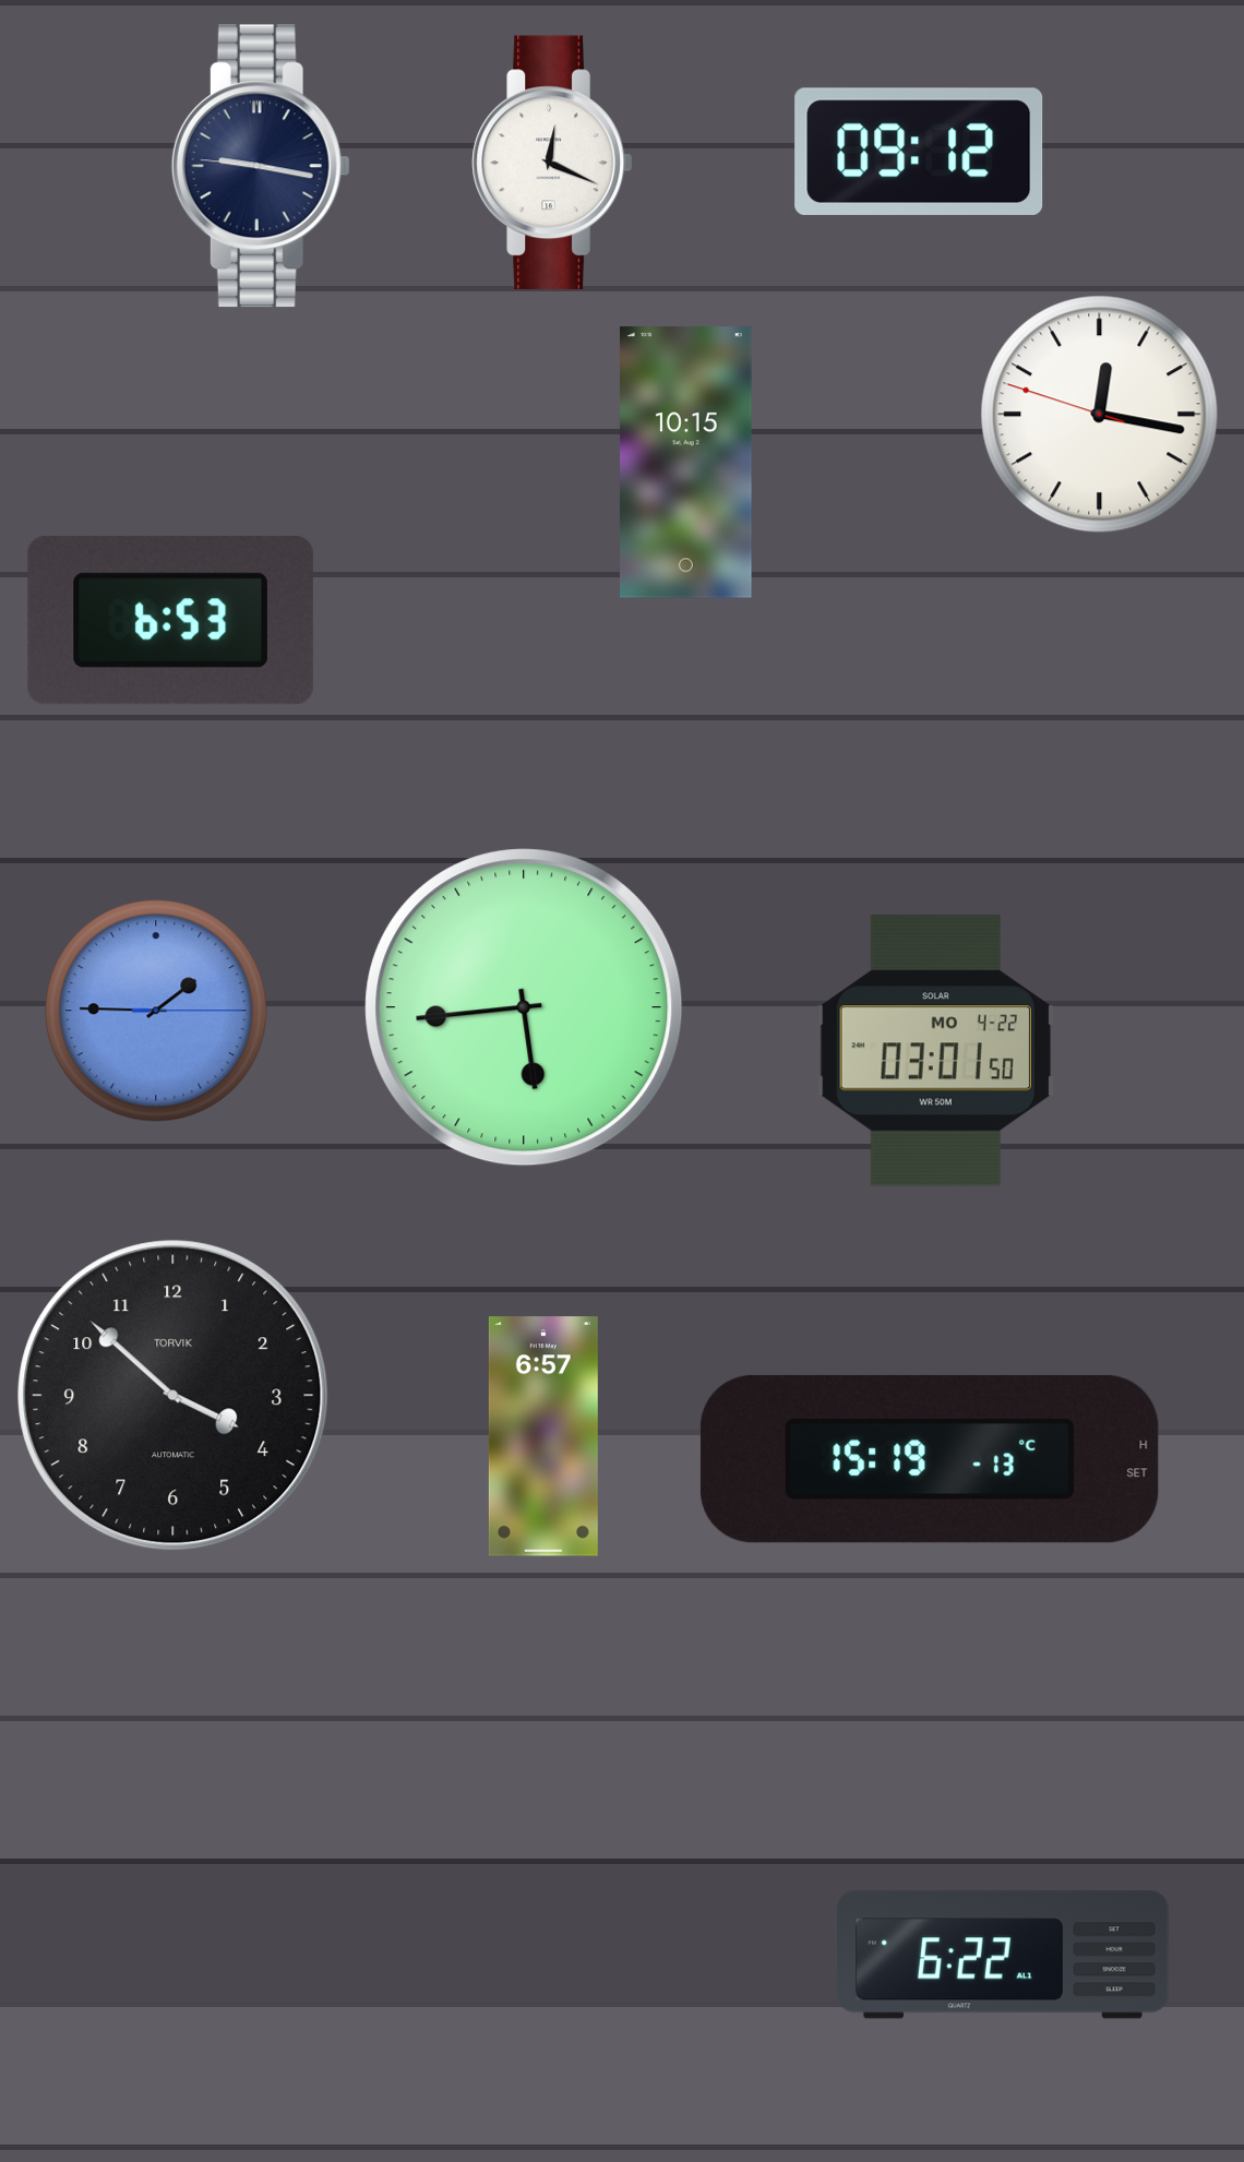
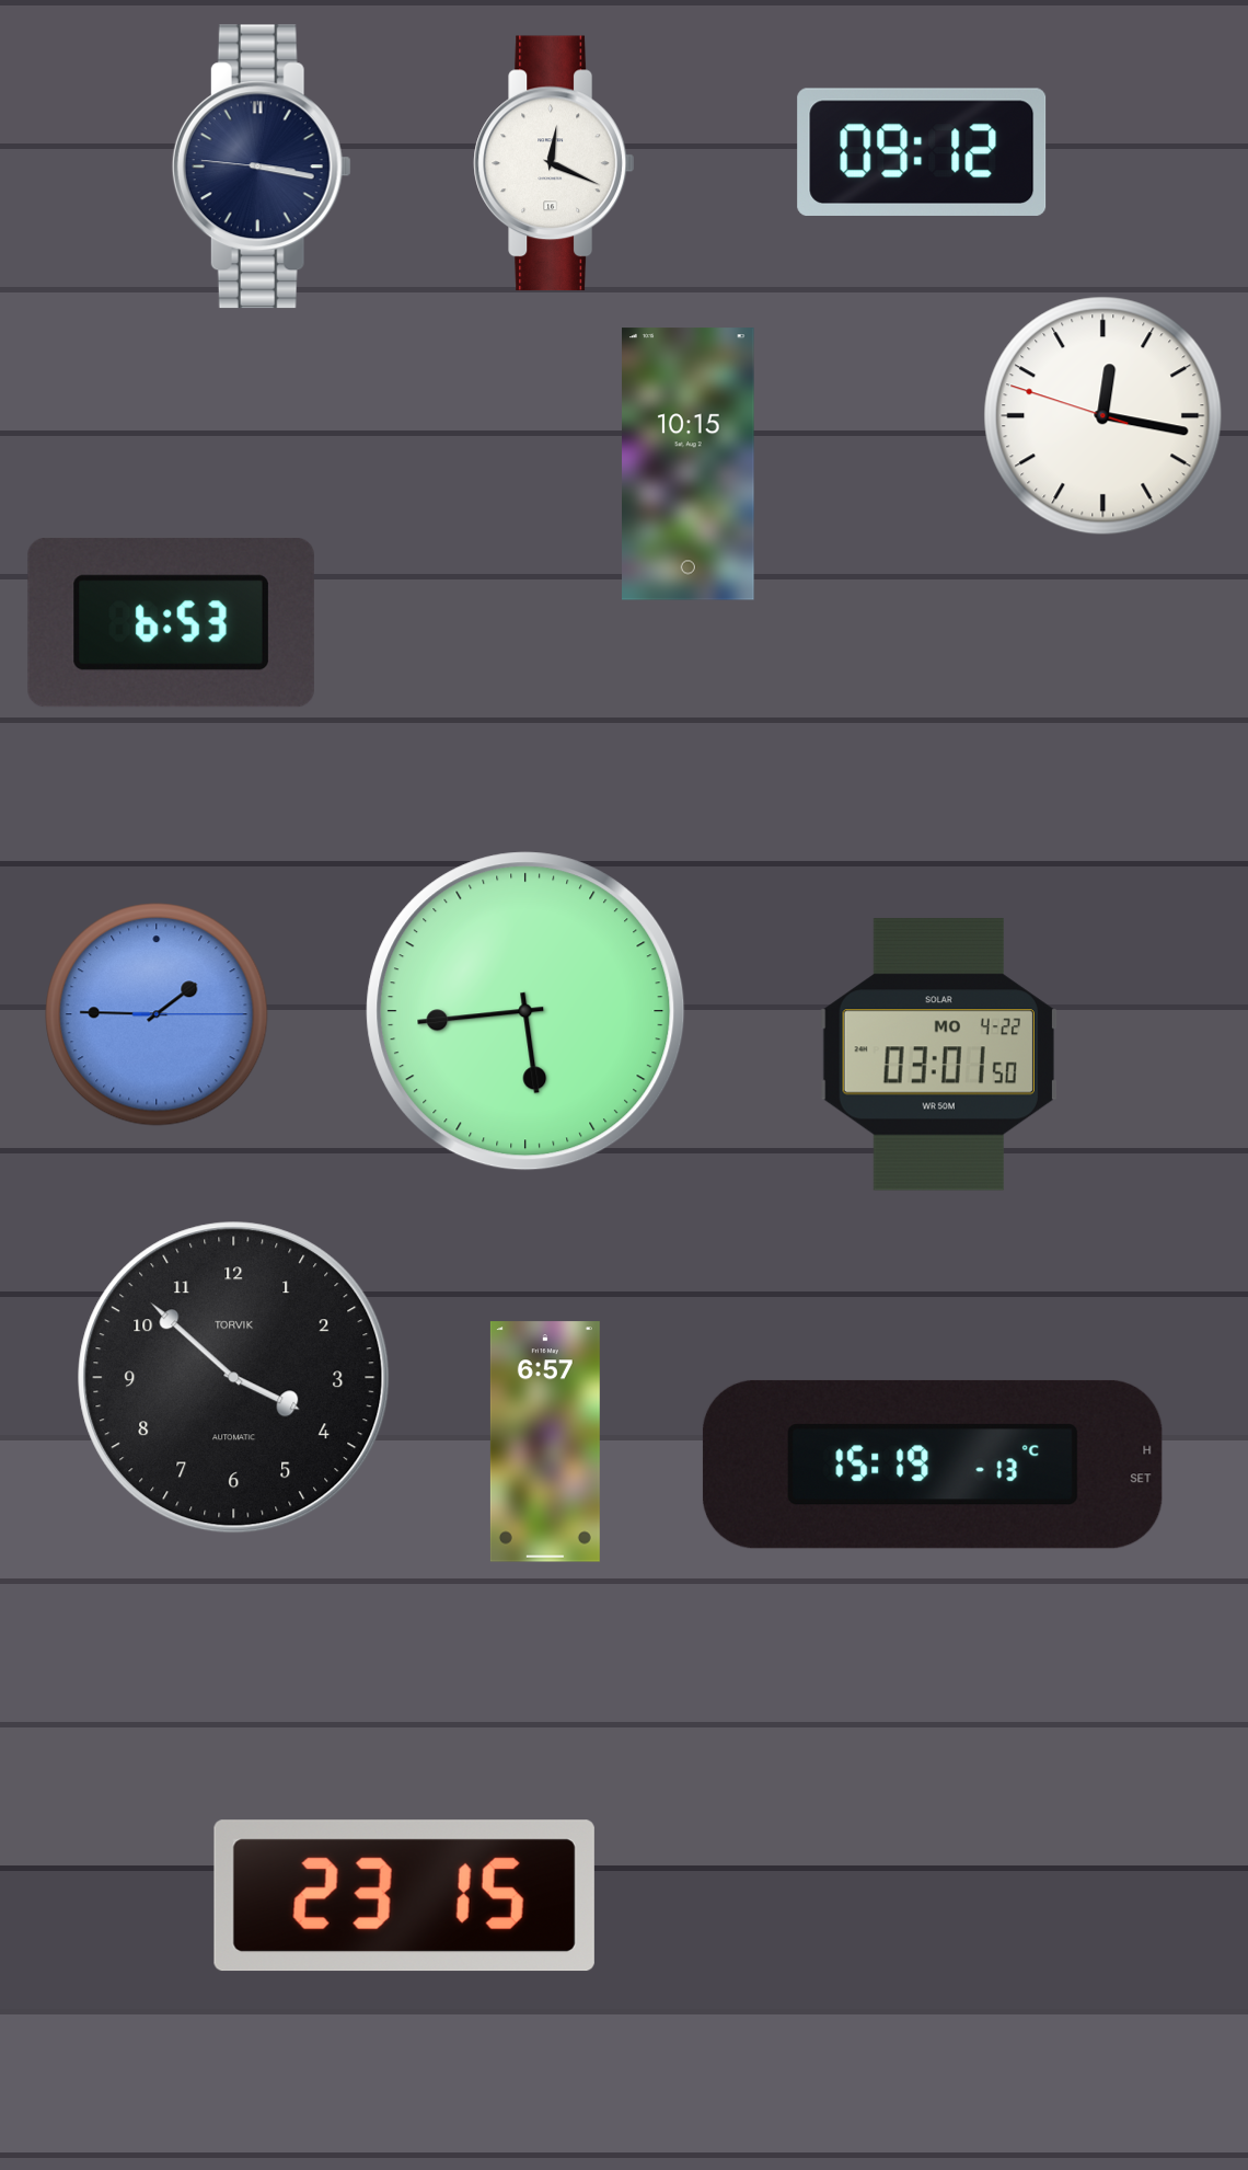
clock at (261, 166): 9:16 -> 3:16
clock at (174, 1396) position: (174, 1396) -> (234, 1378)
clock at (404, 1896): none -> 23:15
clock at (1003, 1955): 6:22 -> none
